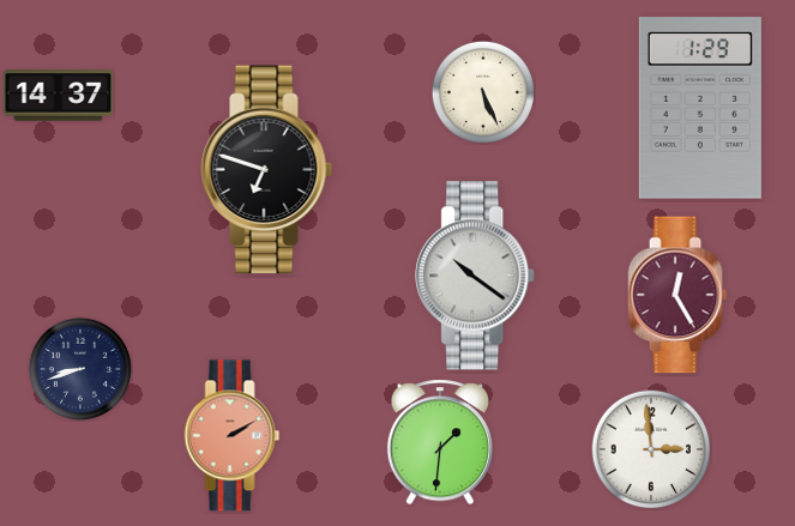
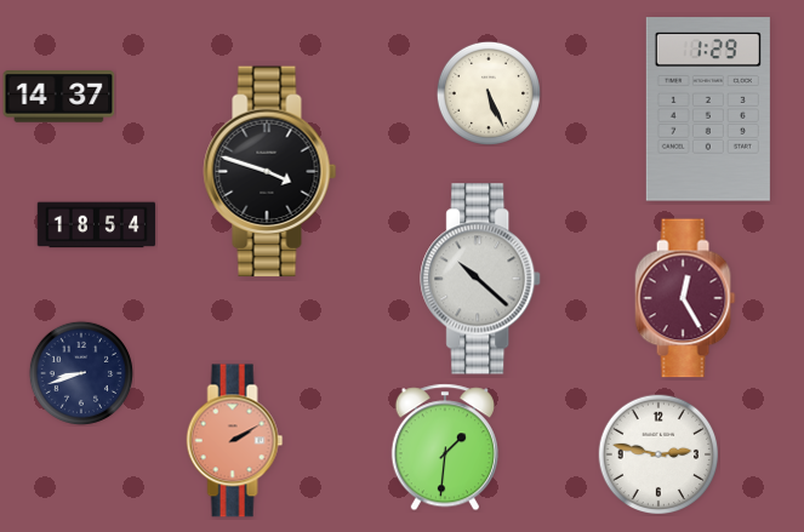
clock at (267, 170): 6:48 -> 3:48
clock at (97, 225): none -> 18:54
clock at (476, 276): 10:21 -> 10:22
clock at (651, 449): 2:59 -> 2:47
